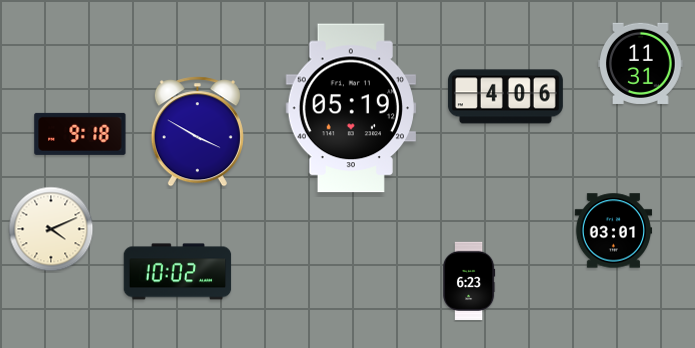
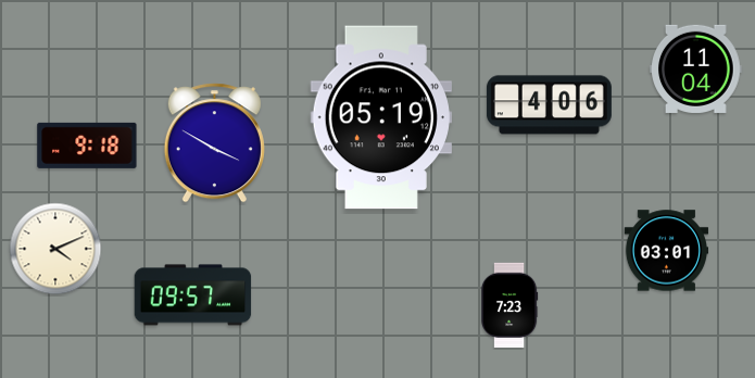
clock at (641, 63): 11:31 -> 11:04
clock at (178, 272): 10:02 -> 09:57
clock at (469, 280): 6:23 -> 7:23
